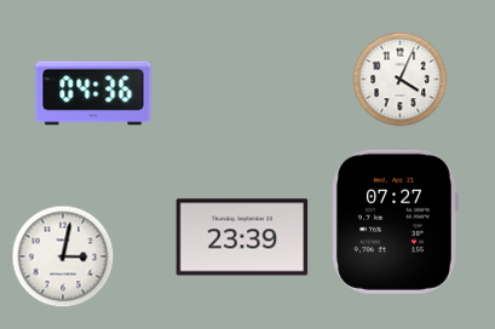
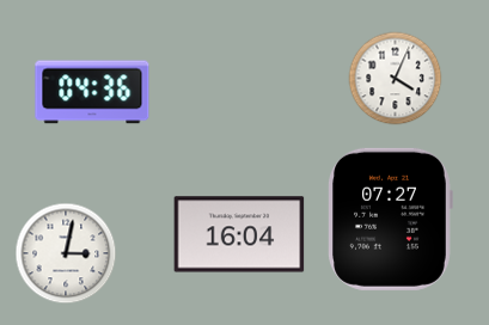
clock at (242, 237): 23:39 -> 16:04
clock at (63, 256) position: (63, 256) -> (66, 253)
